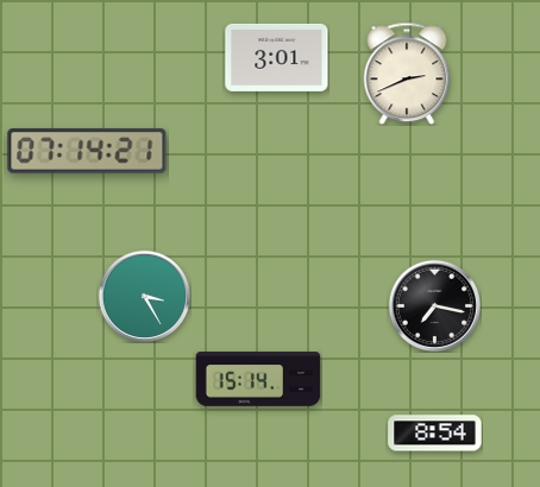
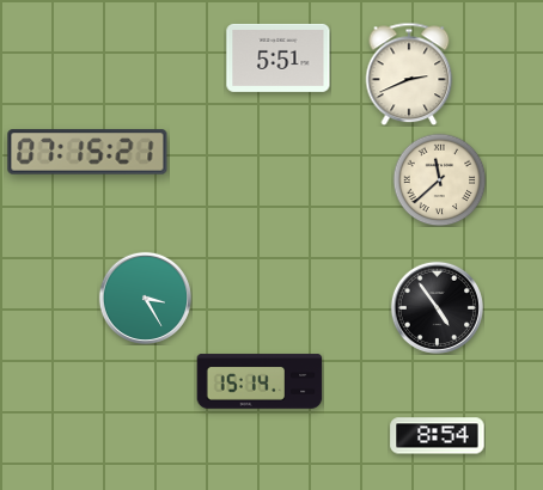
clock at (277, 57): 3:01 -> 5:51
clock at (87, 151): 07:14 -> 07:15
clock at (439, 179): none -> 11:38
clock at (434, 305): 7:17 -> 4:54
